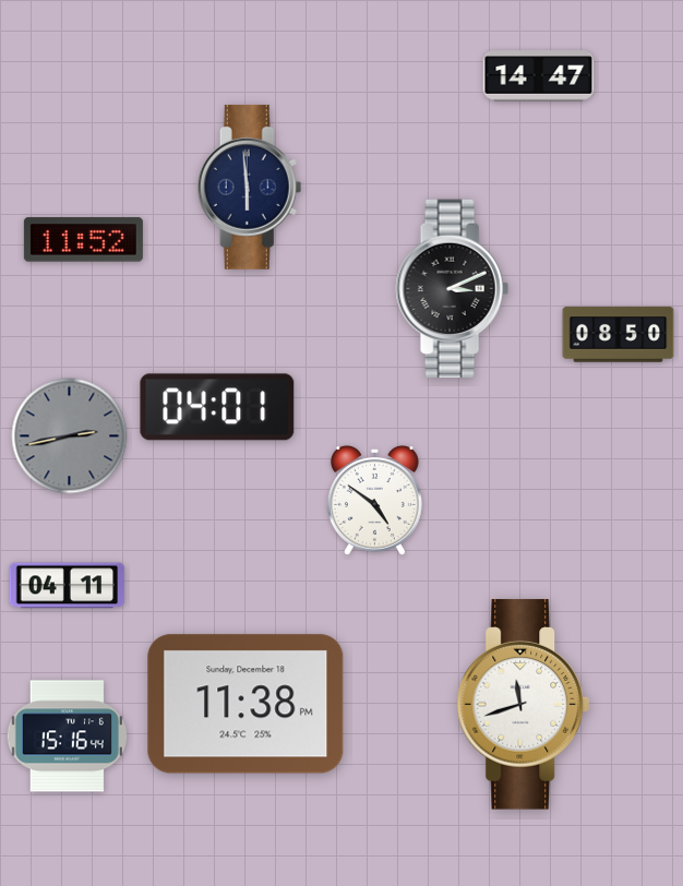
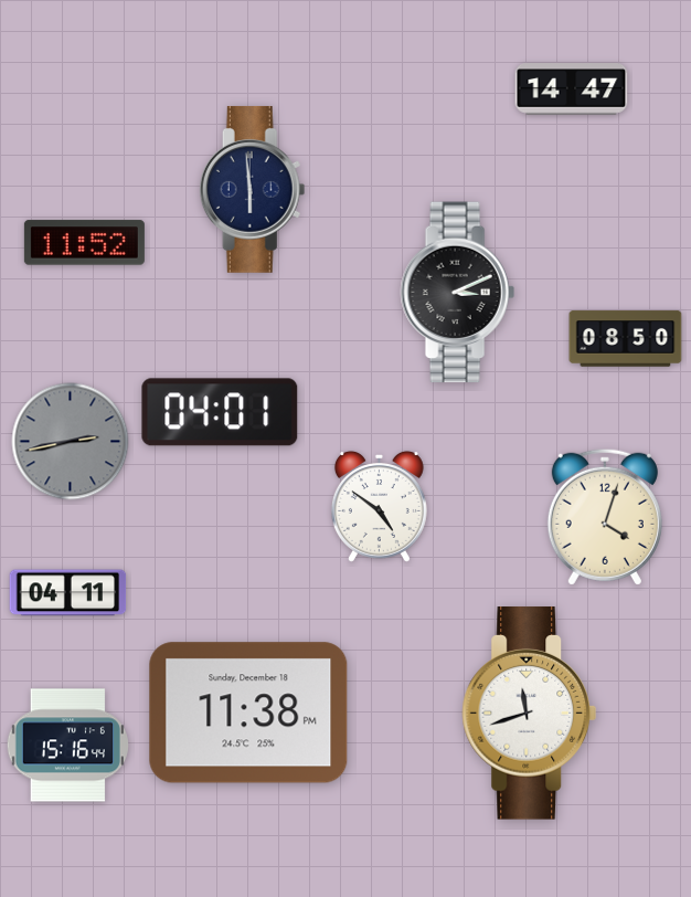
clock at (539, 76) position: (539, 76) -> (572, 89)
clock at (605, 517): none -> 4:03
